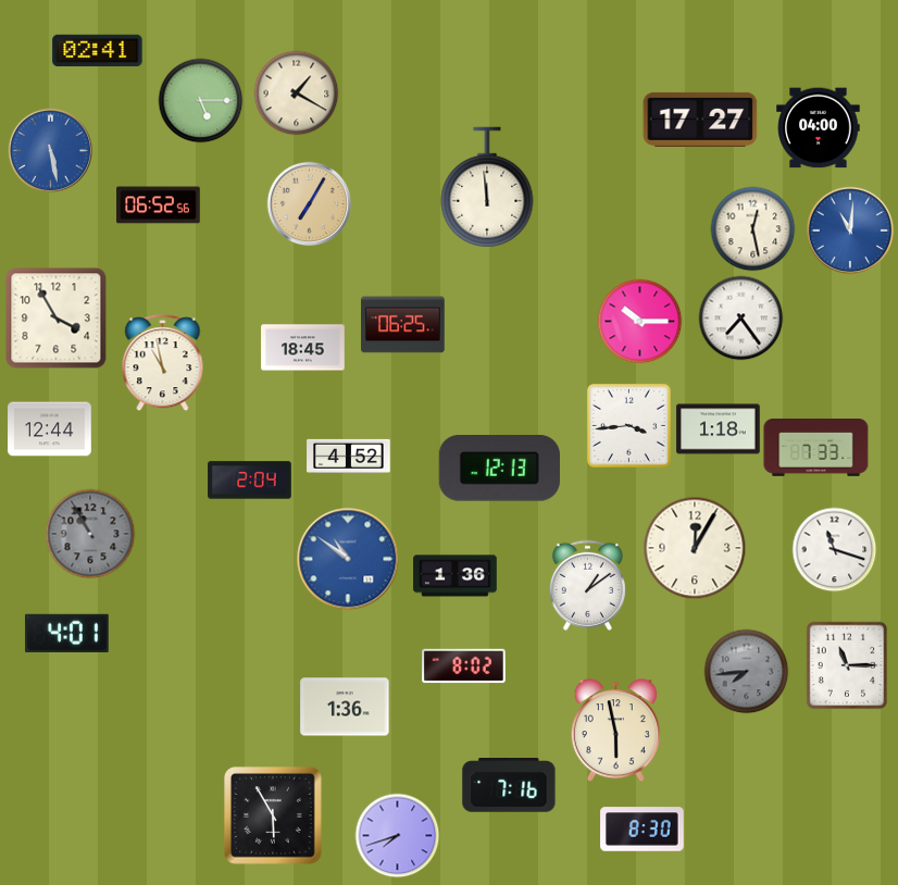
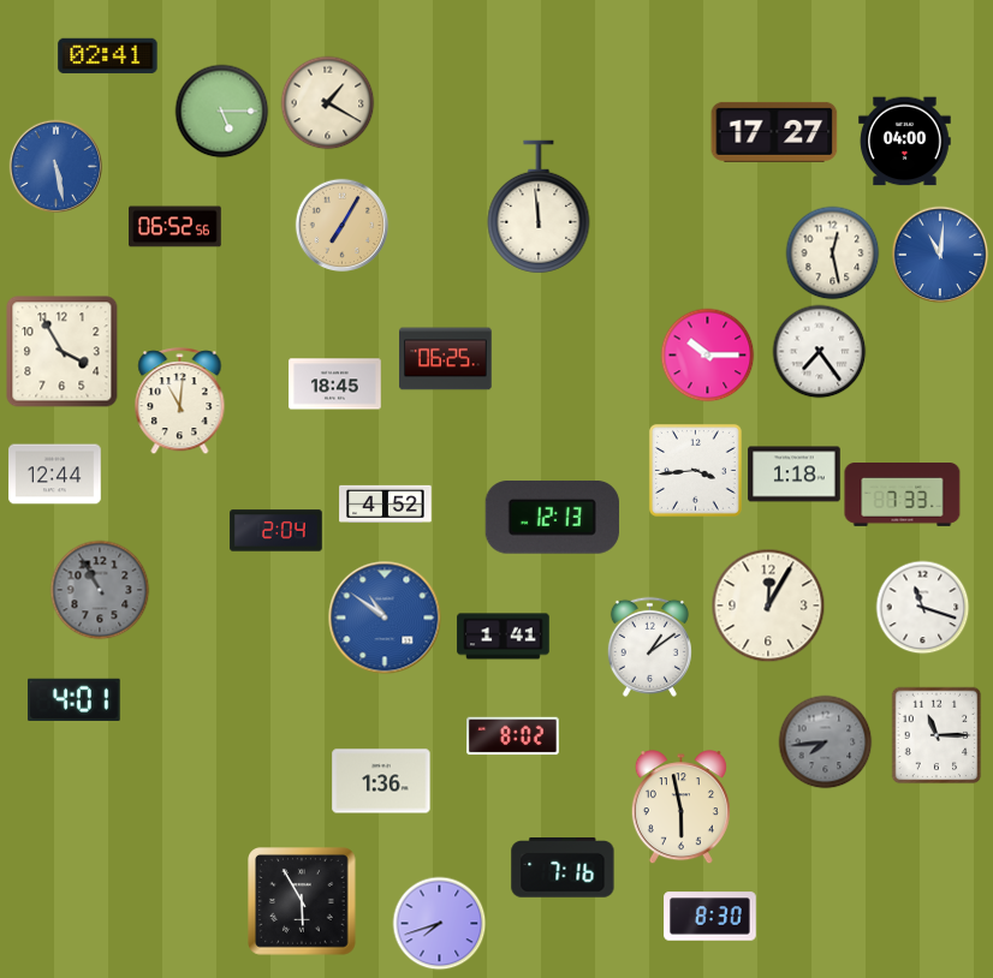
clock at (163, 363): 10:58 -> 11:01
clock at (456, 576): 1:36 -> 1:41
